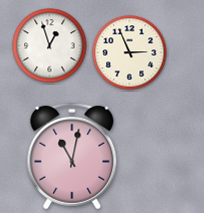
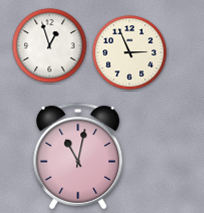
clock at (72, 156) position: (72, 156) -> (78, 156)
